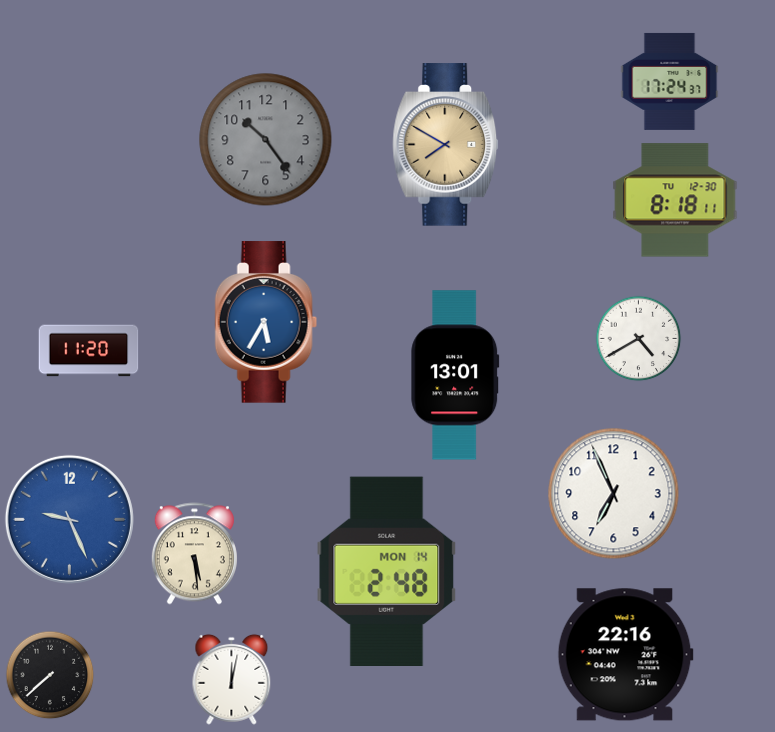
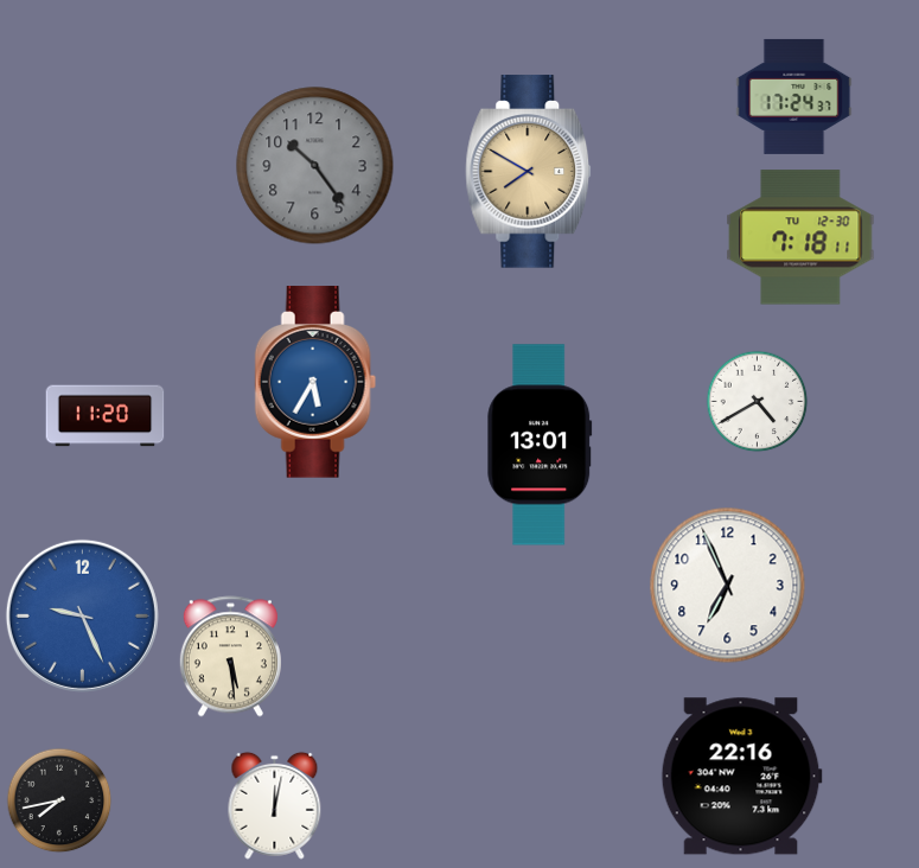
clock at (675, 200): 8:18 -> 7:18
clock at (387, 571): 2:48 -> none
clock at (50, 675): 7:38 -> 7:43
